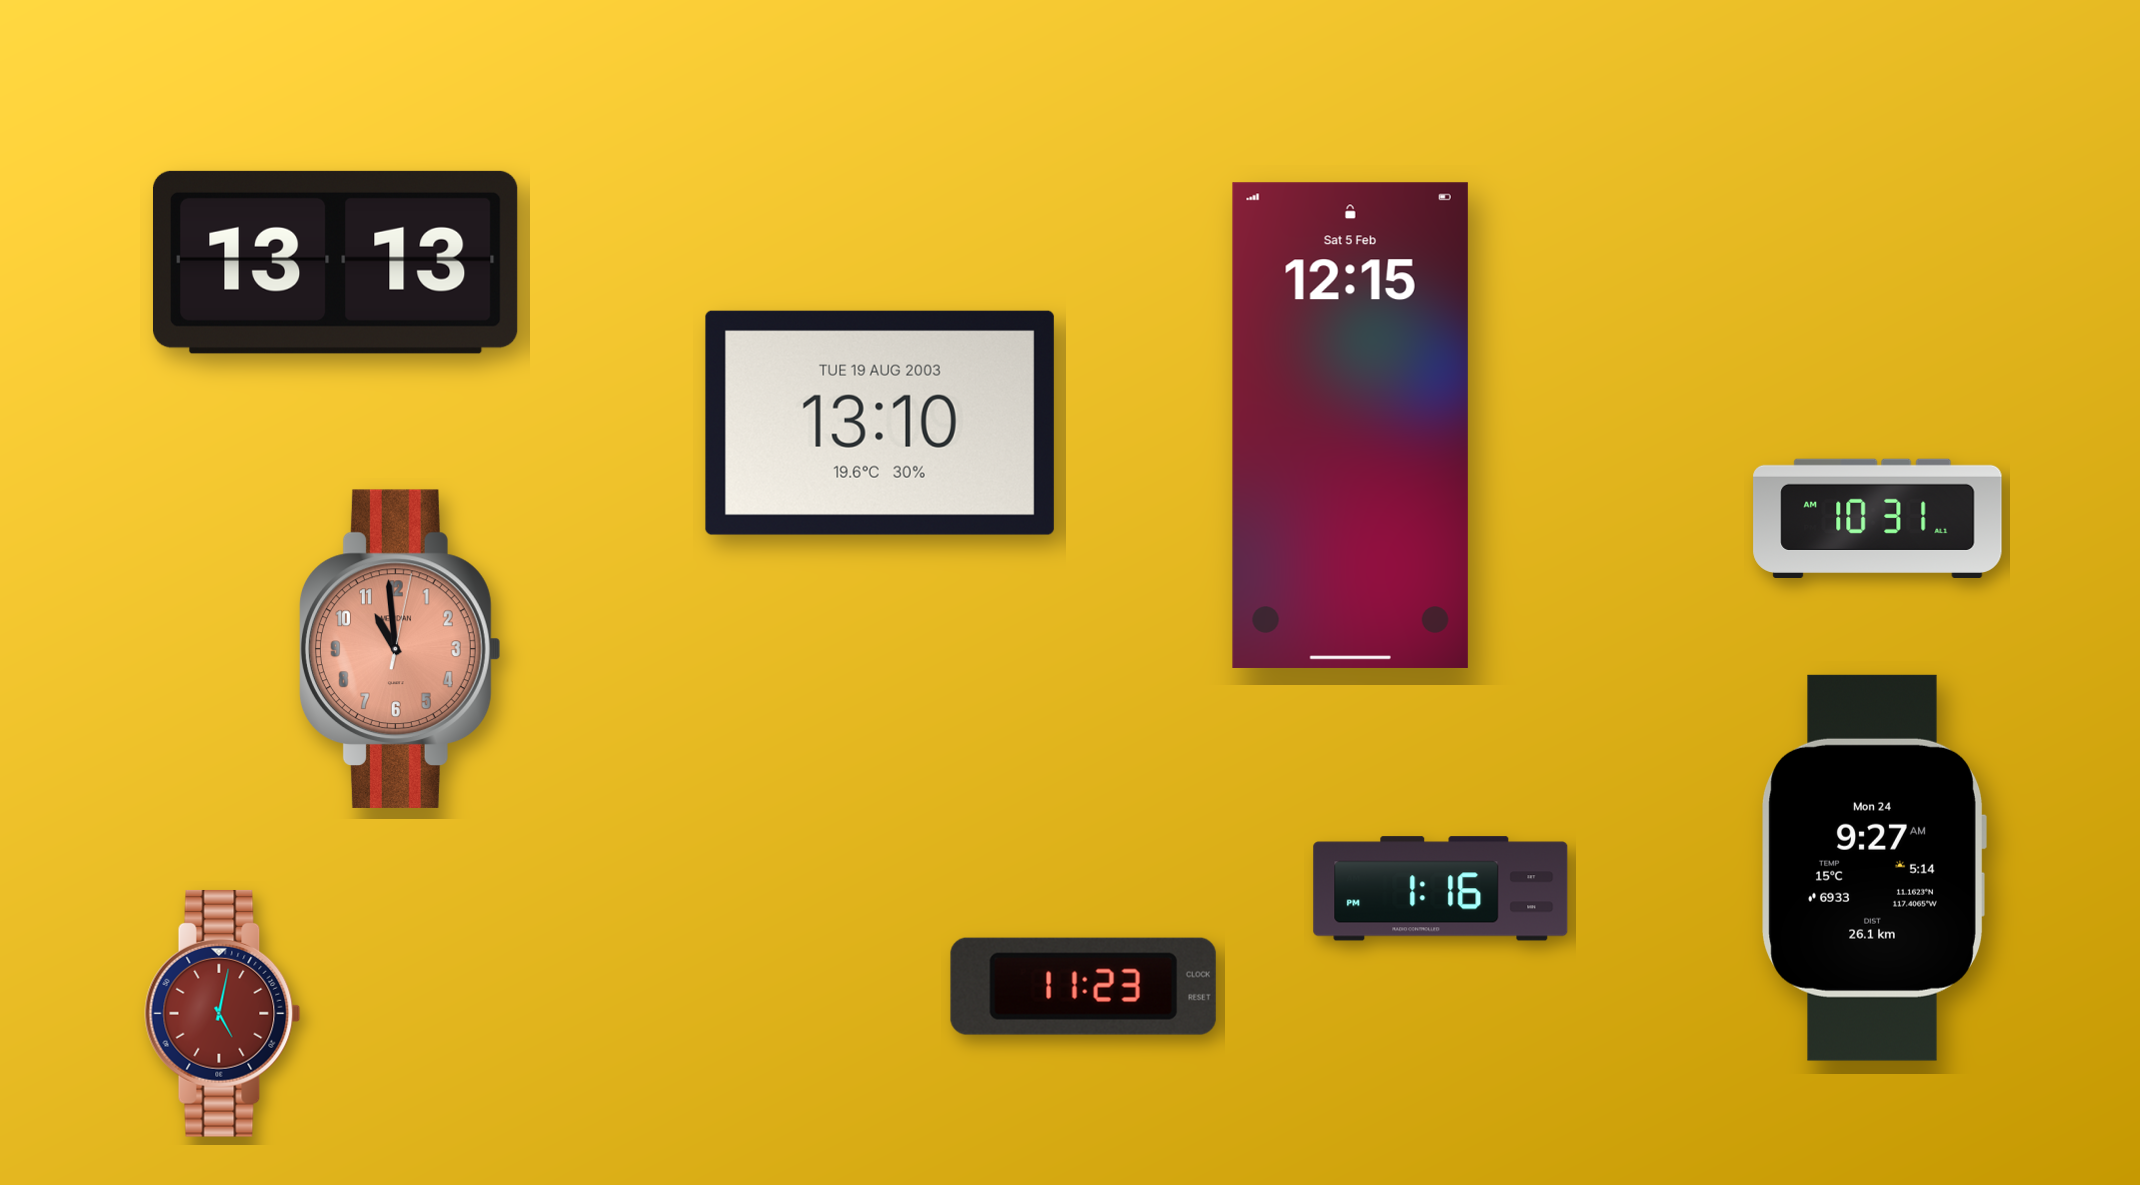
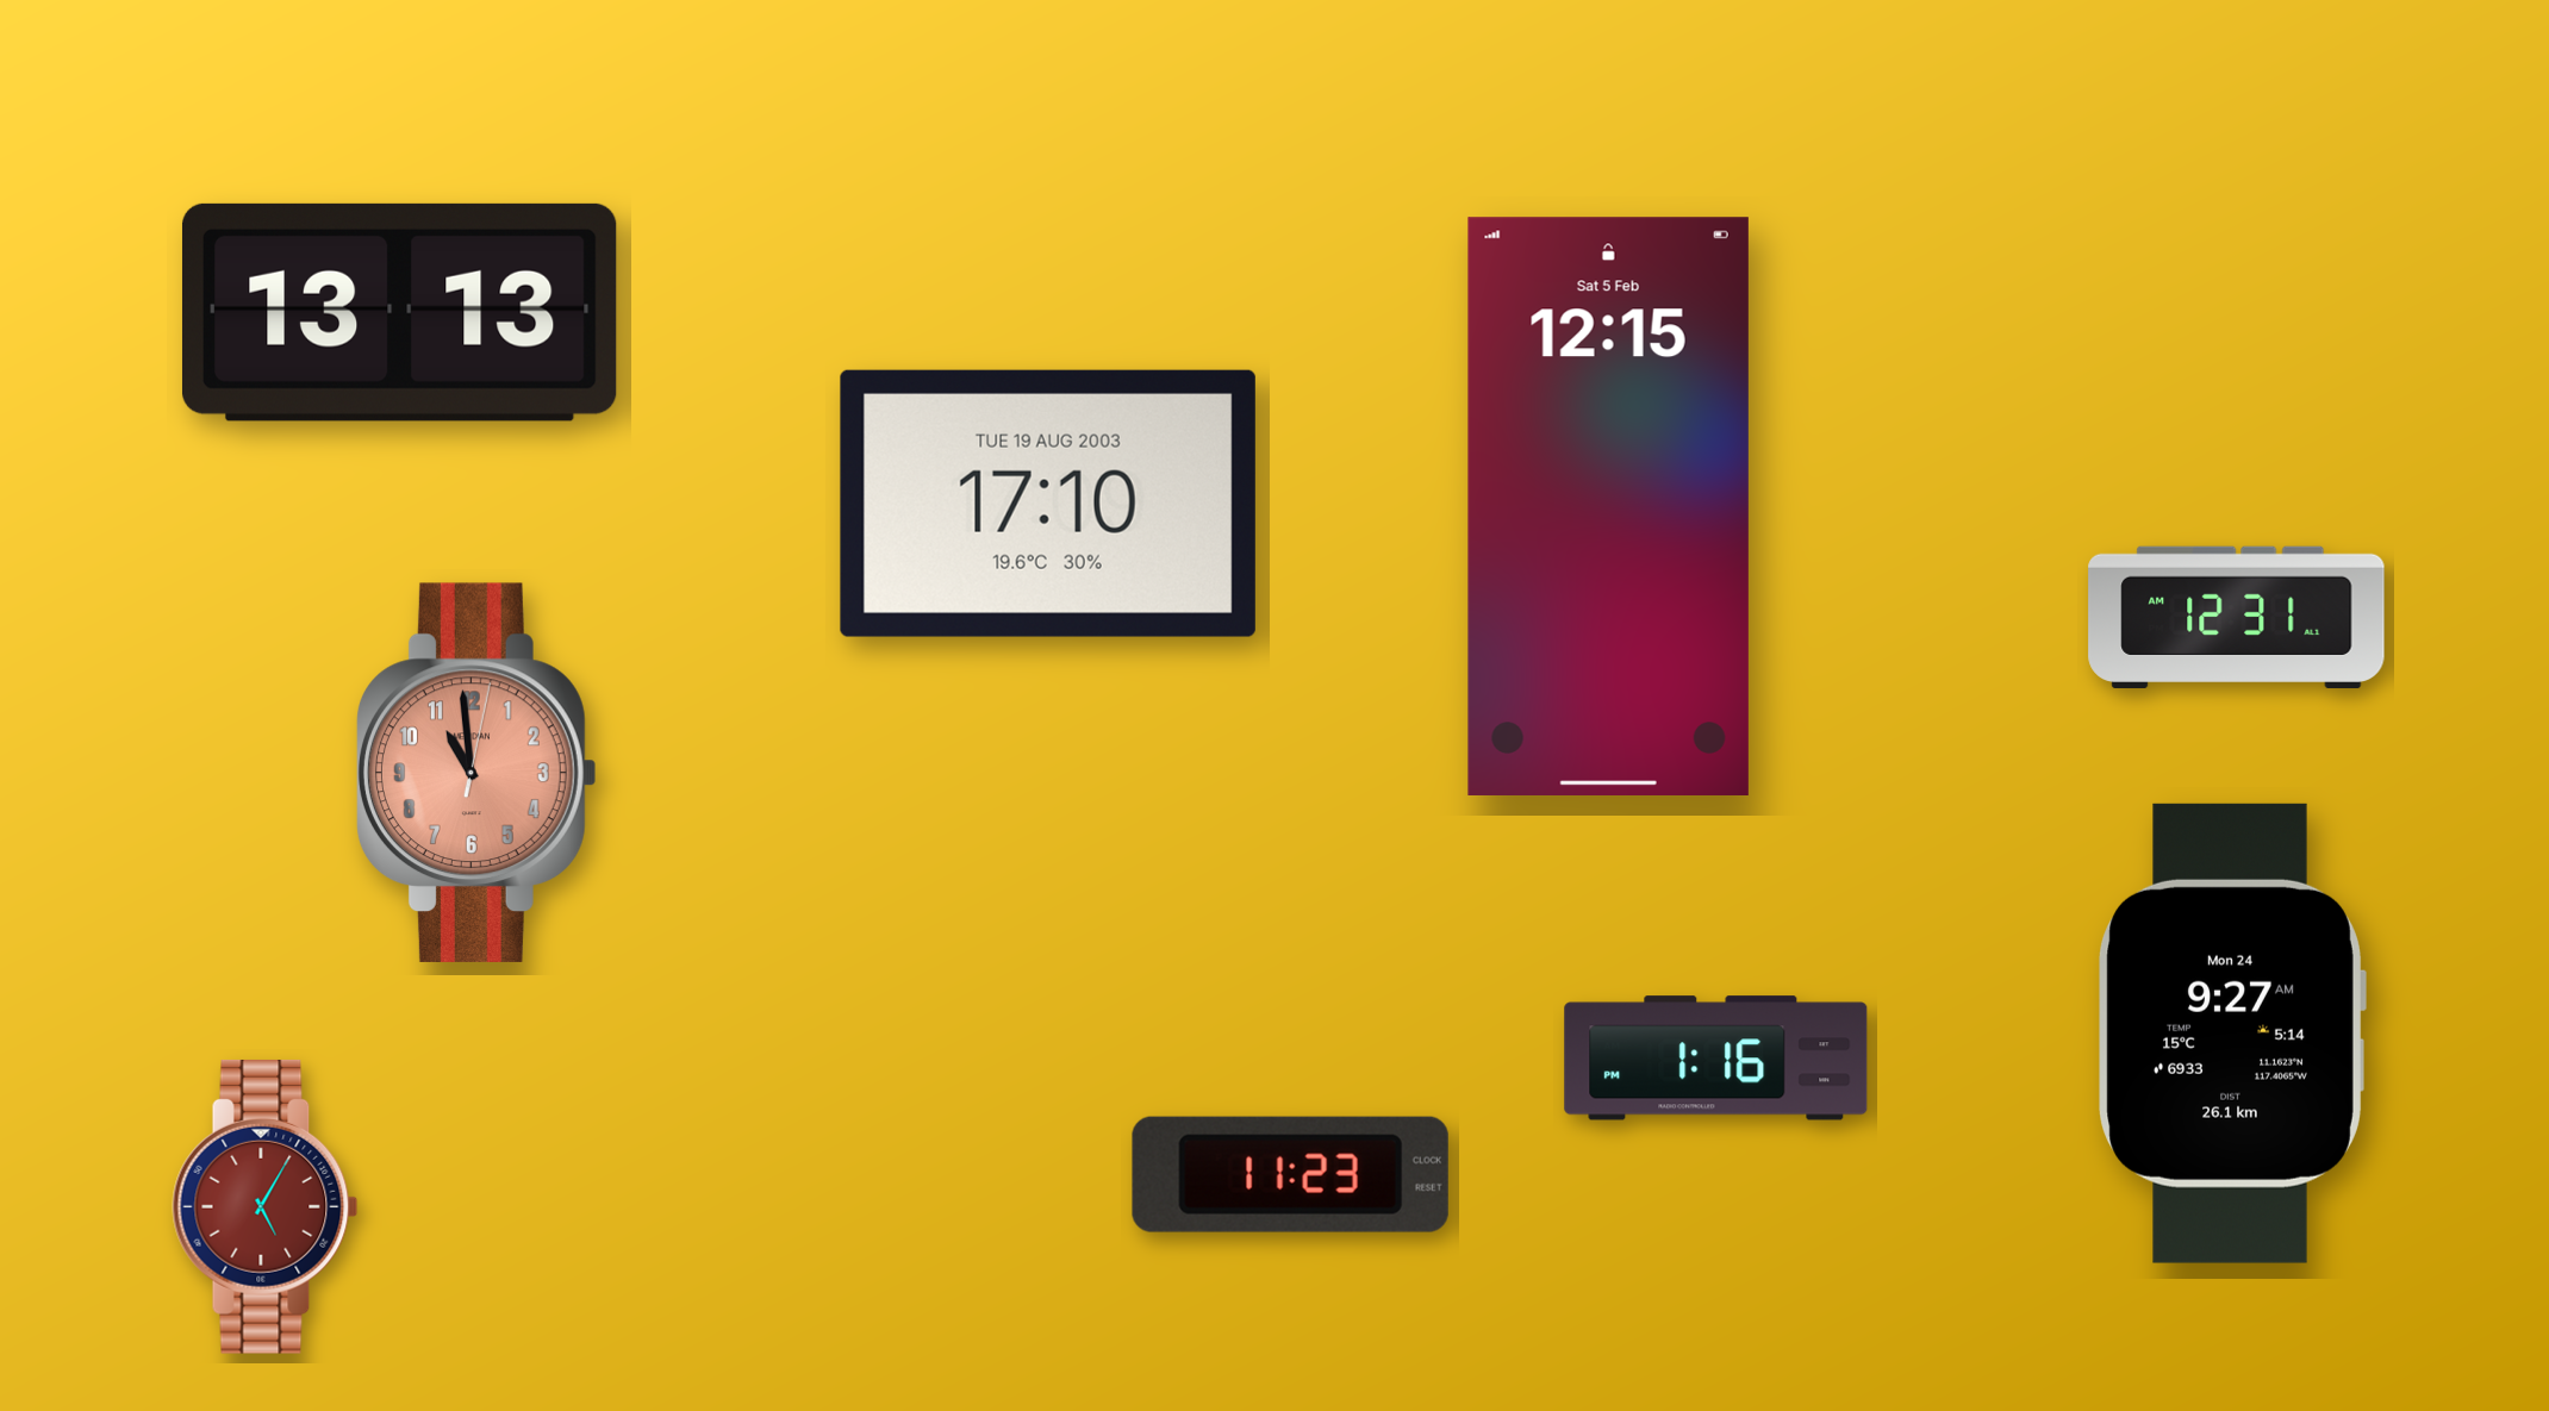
clock at (880, 423): 13:10 -> 17:10
clock at (1878, 518): 10:31 -> 12:31
clock at (223, 1013): 5:02 -> 5:05
